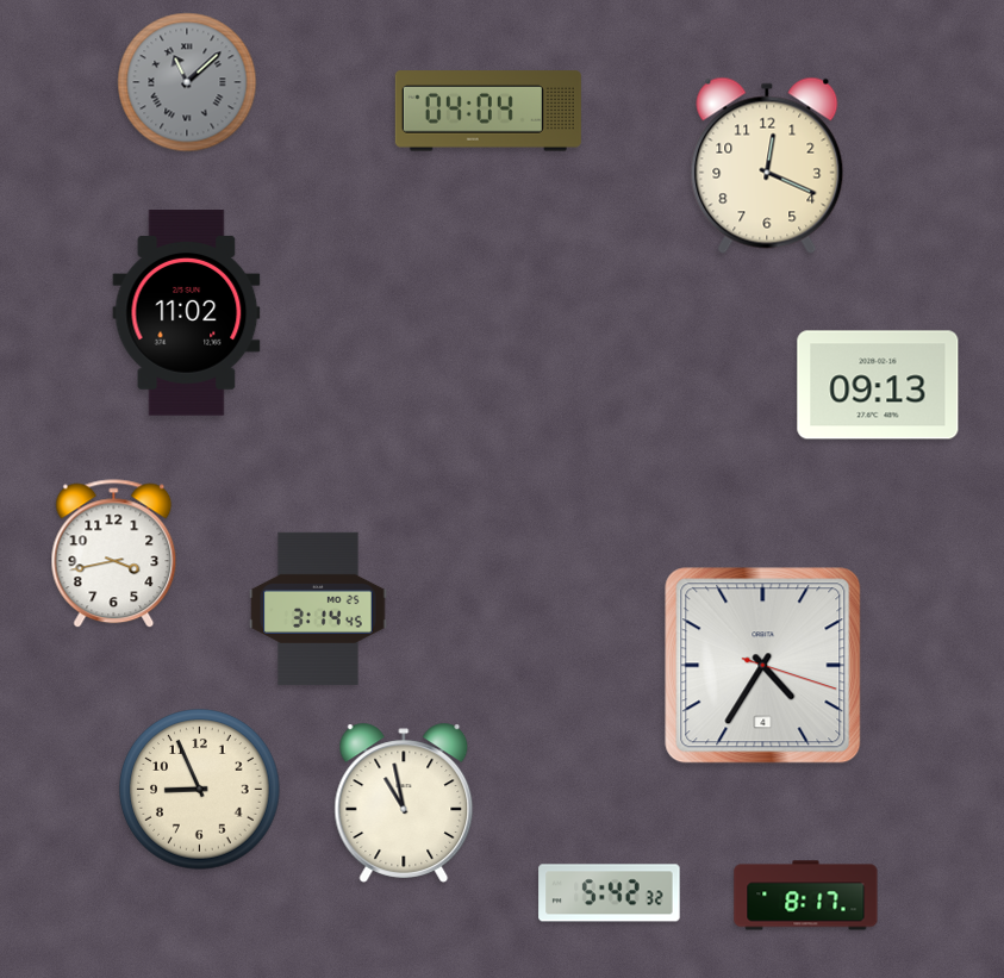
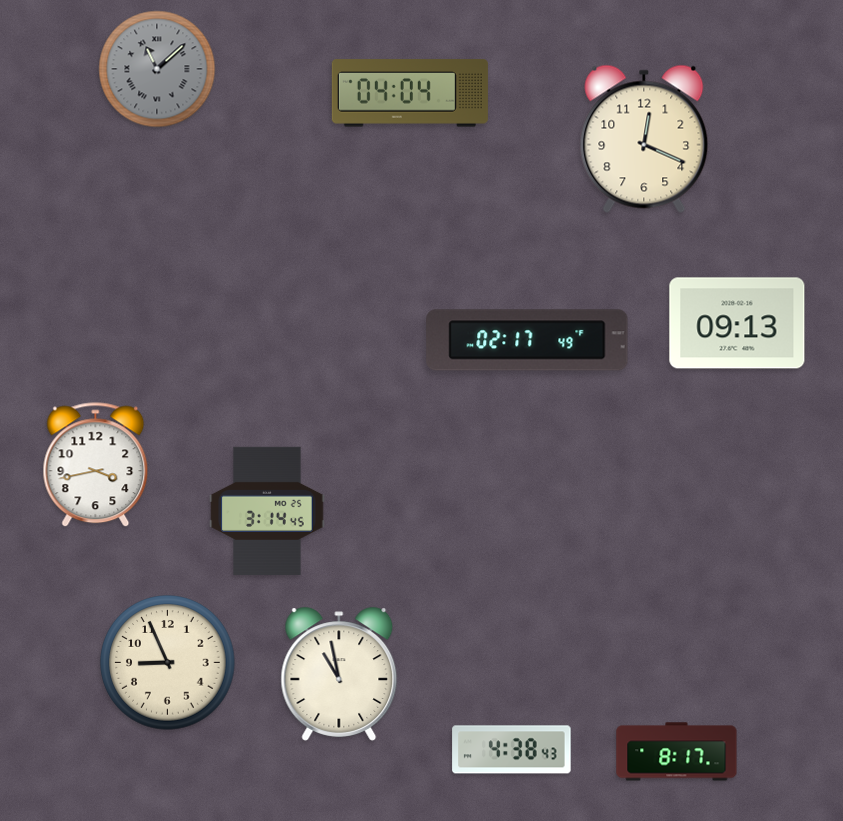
clock at (187, 313): 11:02 -> none
clock at (527, 340): none -> 02:17
clock at (763, 666): 4:35 -> none
clock at (610, 893): 5:42 -> 4:38
